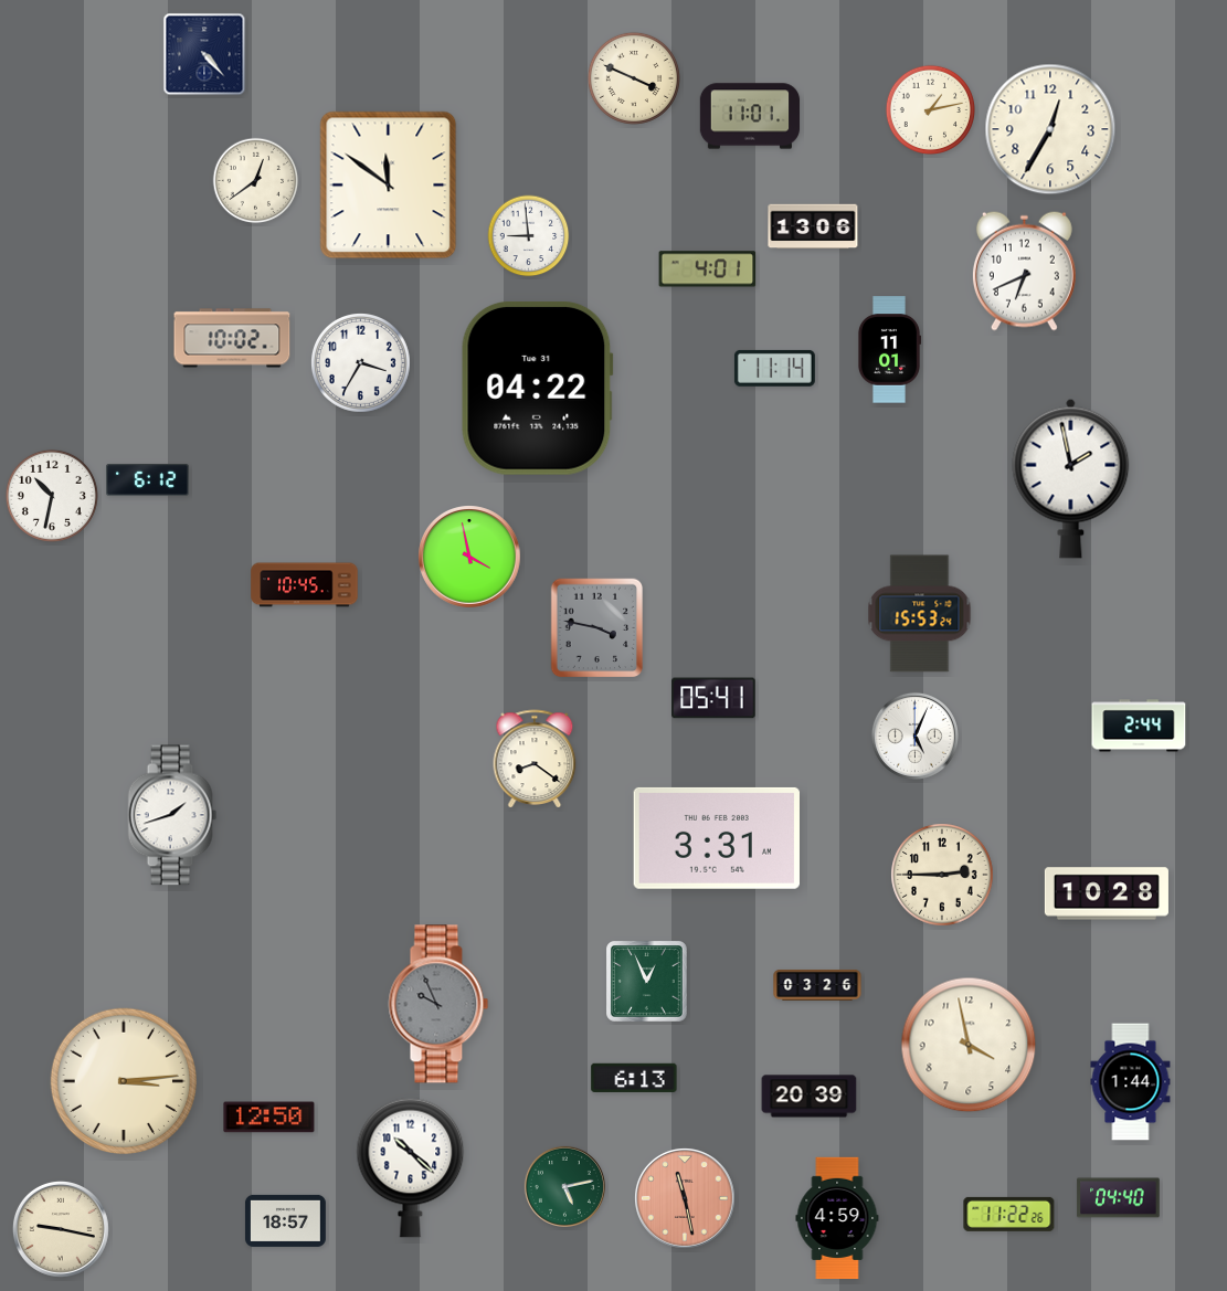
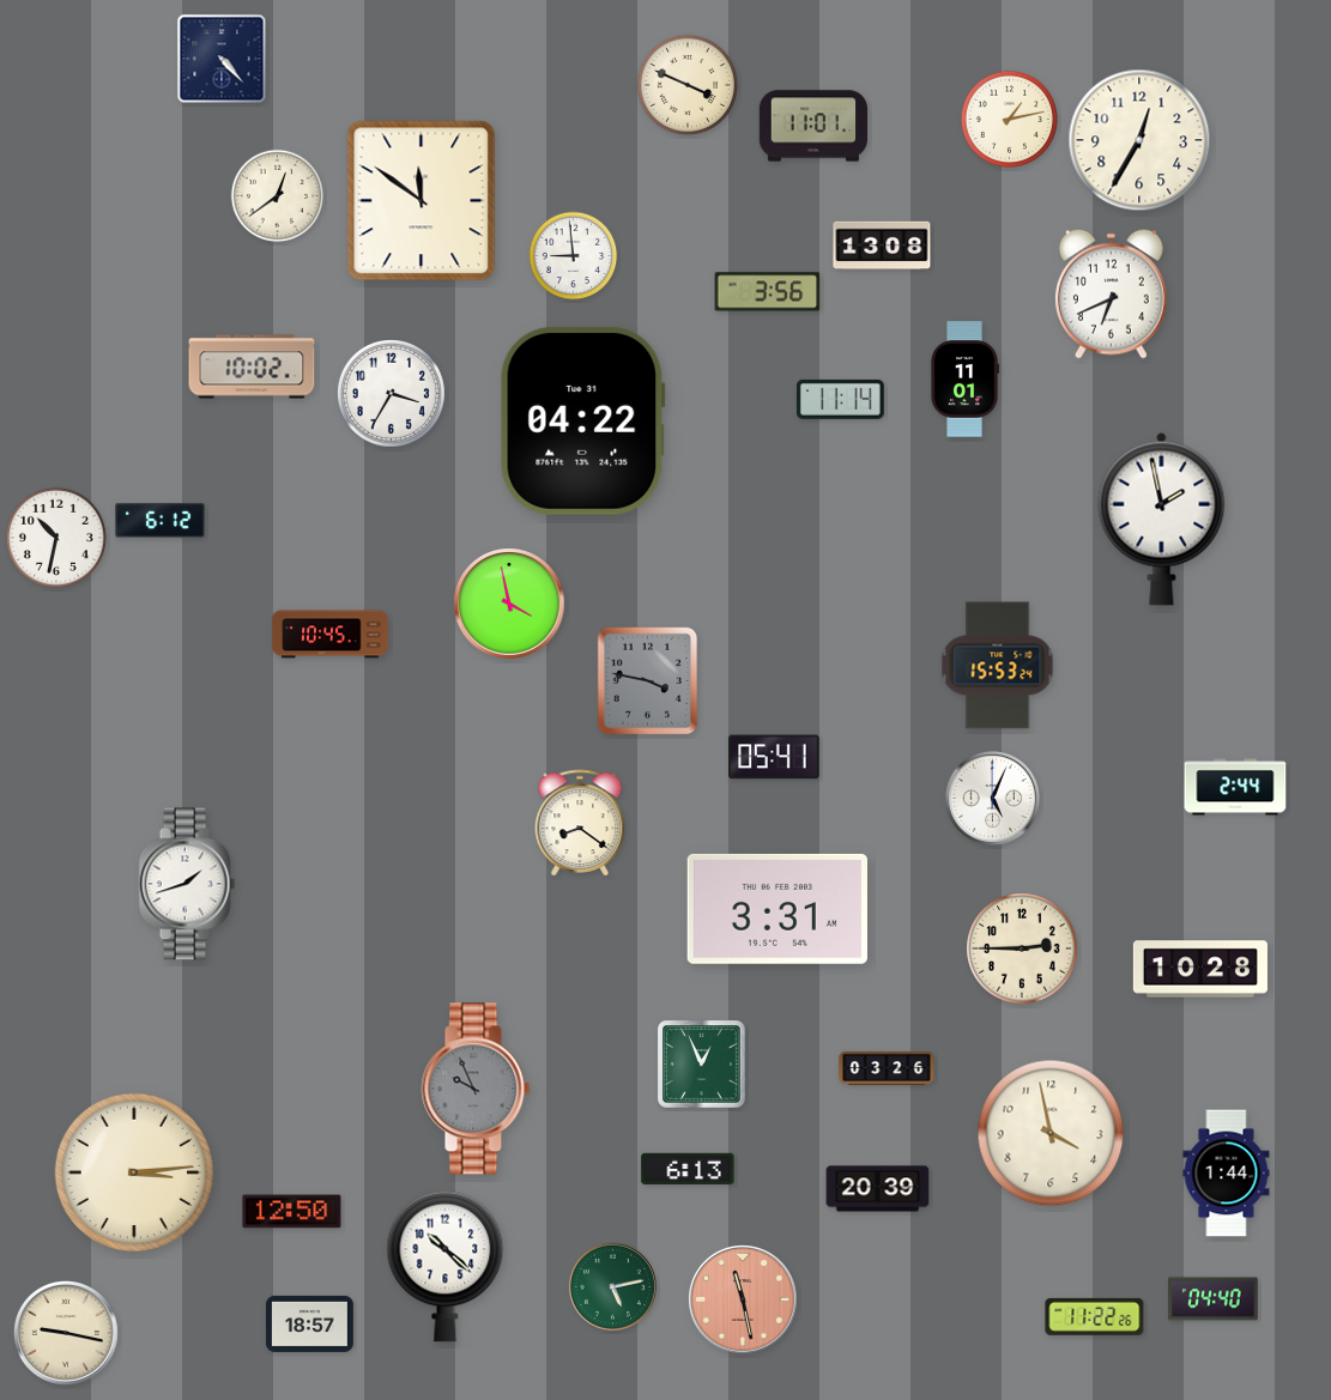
clock at (813, 226): 13:06 -> 13:08
clock at (708, 269): 4:01 -> 3:56
clock at (837, 1218): 4:59 -> none
